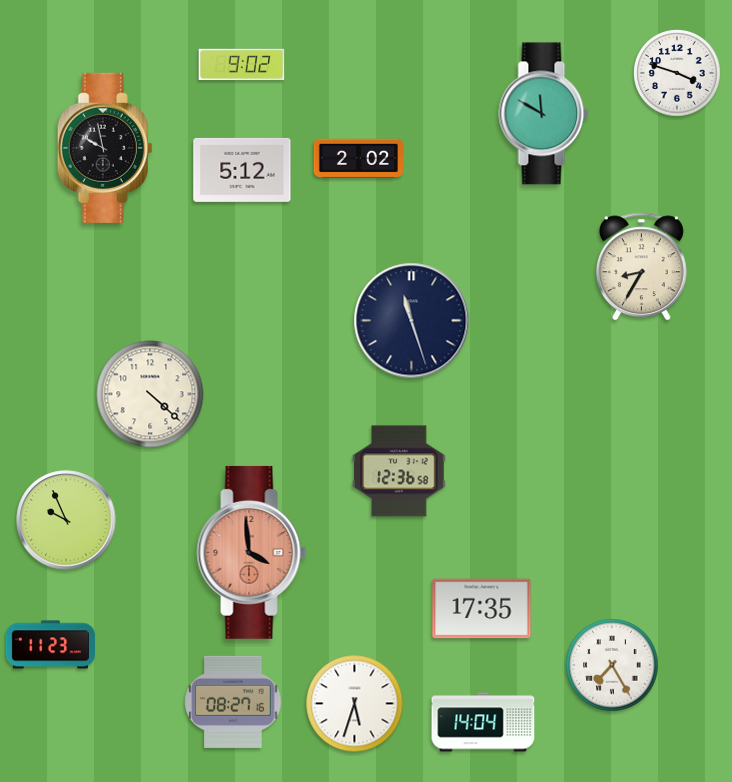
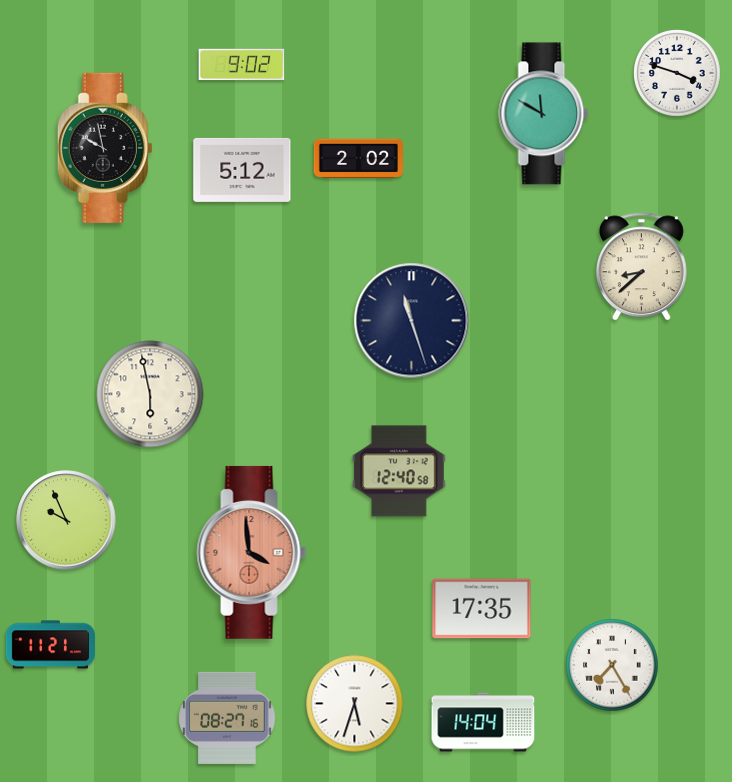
clock at (641, 267): 8:35 -> 8:38
clock at (150, 394): 4:22 -> 5:58
clock at (399, 471): 12:36 -> 12:40
clock at (50, 645): 11:23 -> 11:21
clock at (233, 702) position: (233, 702) -> (227, 718)
